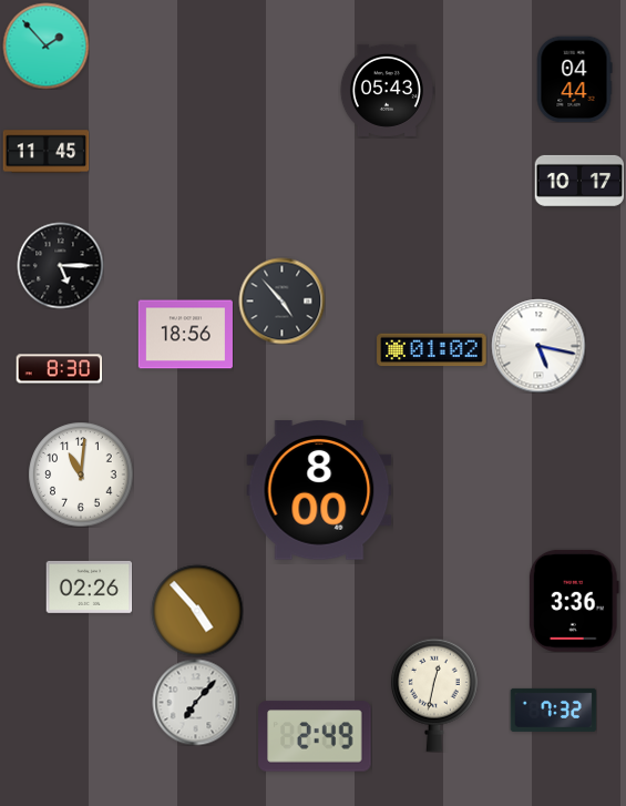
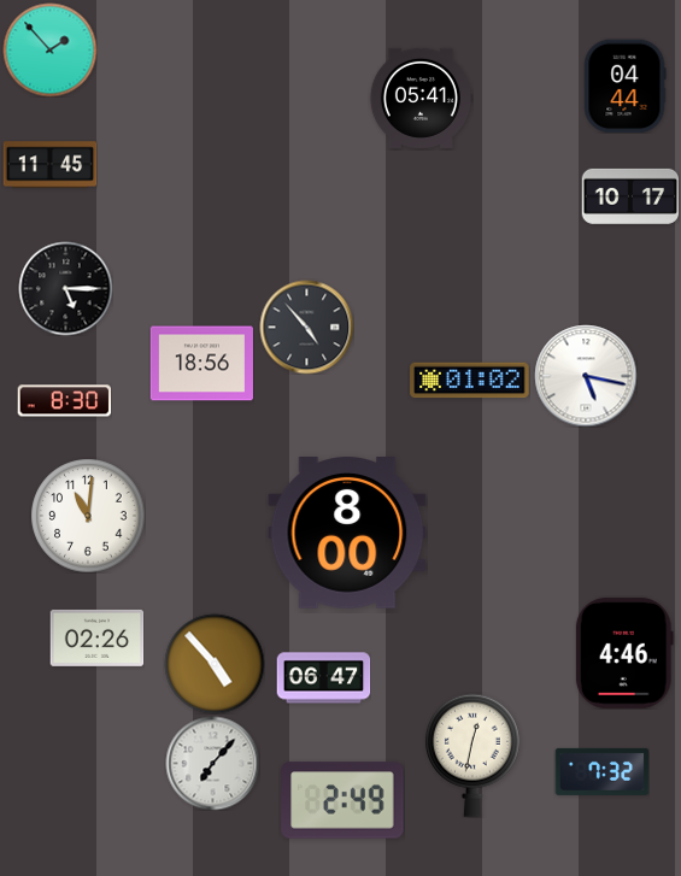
clock at (387, 90): 05:43 -> 05:41
clock at (574, 601): 3:36 -> 4:46
clock at (323, 678): none -> 06:47
